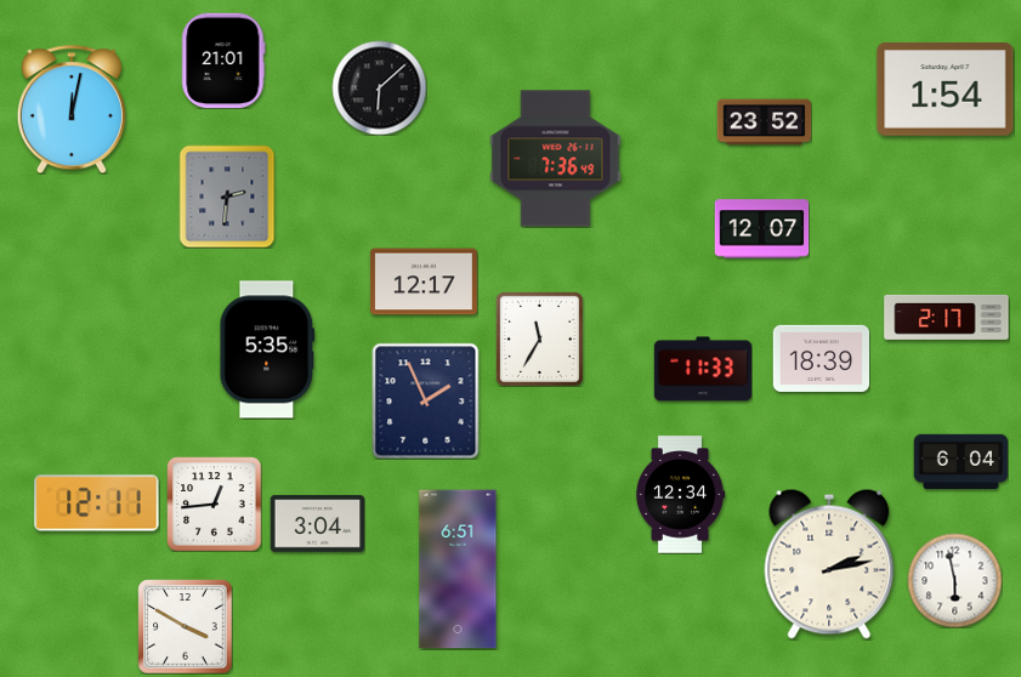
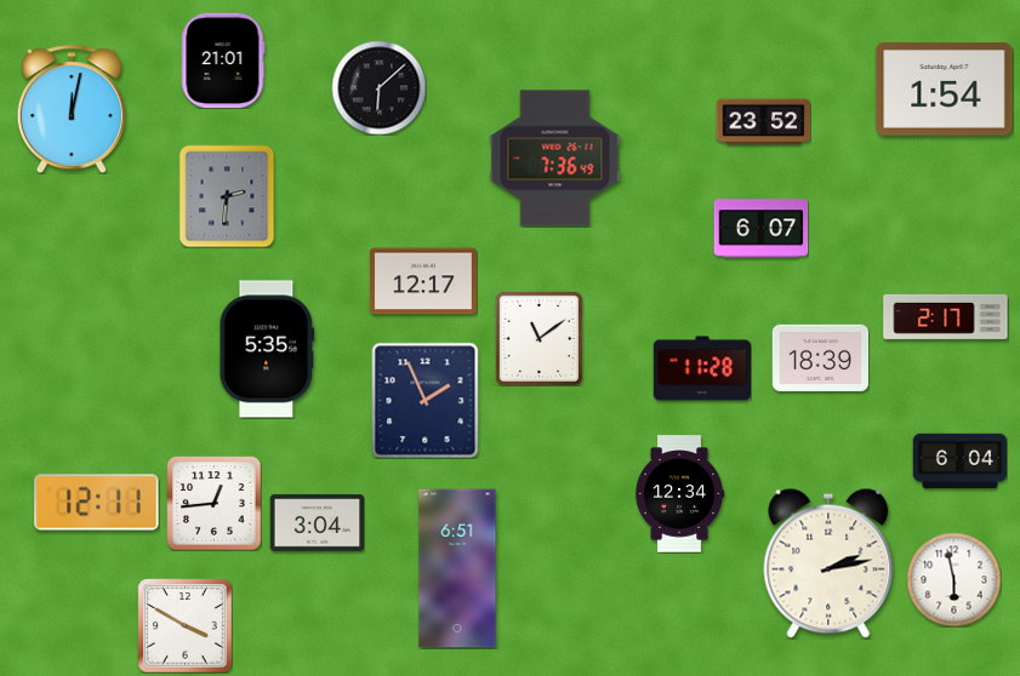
clock at (761, 229): 12:07 -> 6:07
clock at (539, 338): 11:35 -> 11:09
clock at (703, 369): 11:33 -> 11:28
